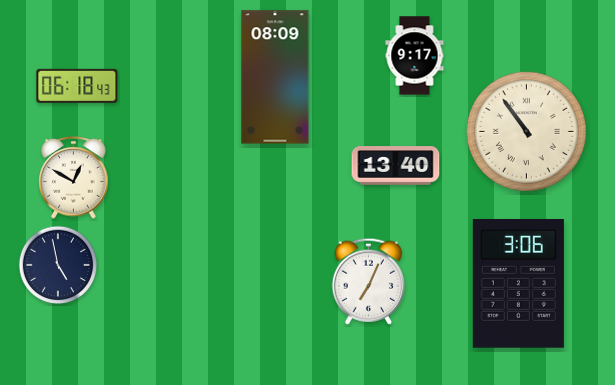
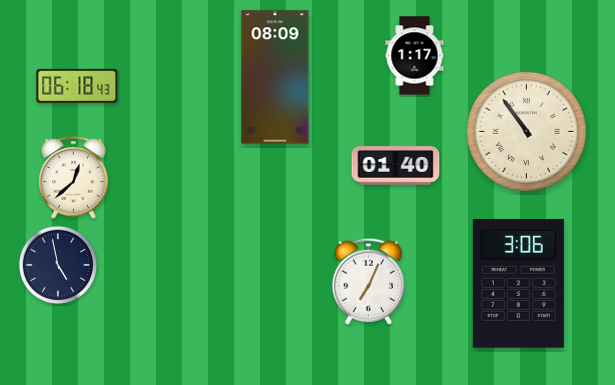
clock at (415, 56): 9:17 -> 1:17
clock at (396, 166): 13:40 -> 01:40
clock at (74, 178): 12:50 -> 12:38
